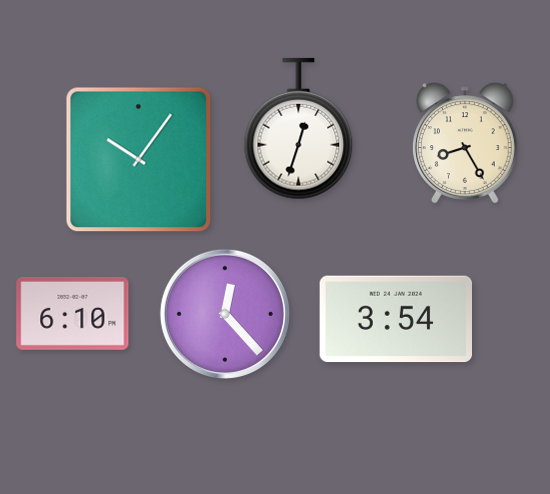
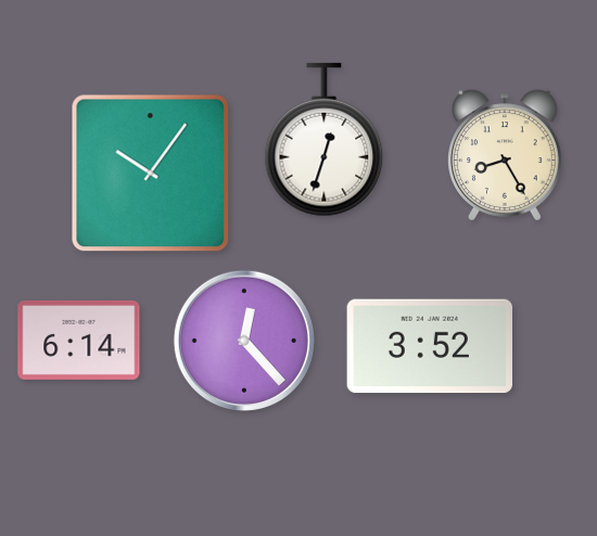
clock at (73, 313): 6:10 -> 6:14
clock at (395, 319): 3:54 -> 3:52
